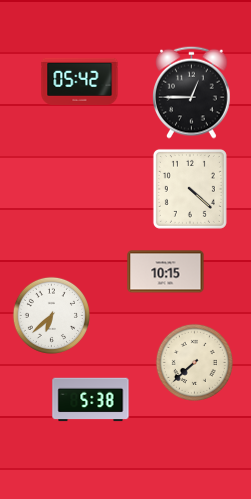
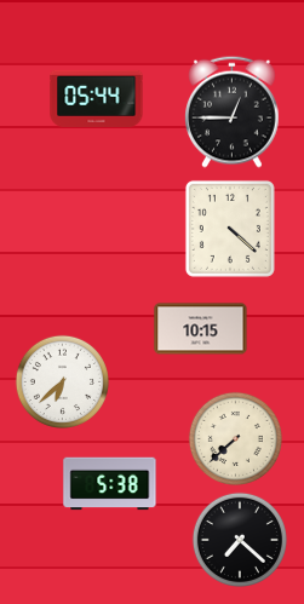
clock at (80, 81): 05:42 -> 05:44
clock at (240, 540): none -> 7:22
